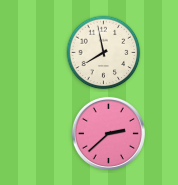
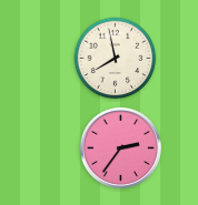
clock at (108, 133): 2:38 -> 2:36
